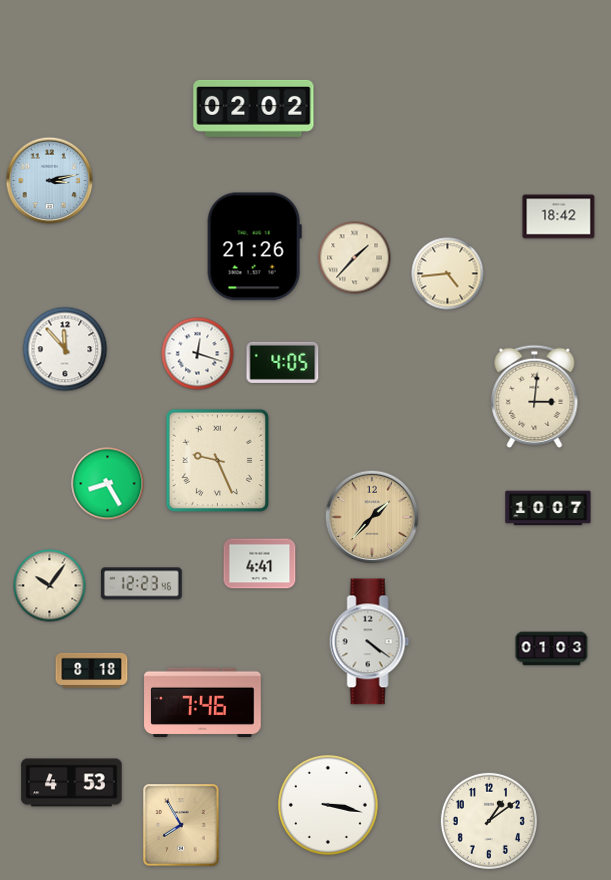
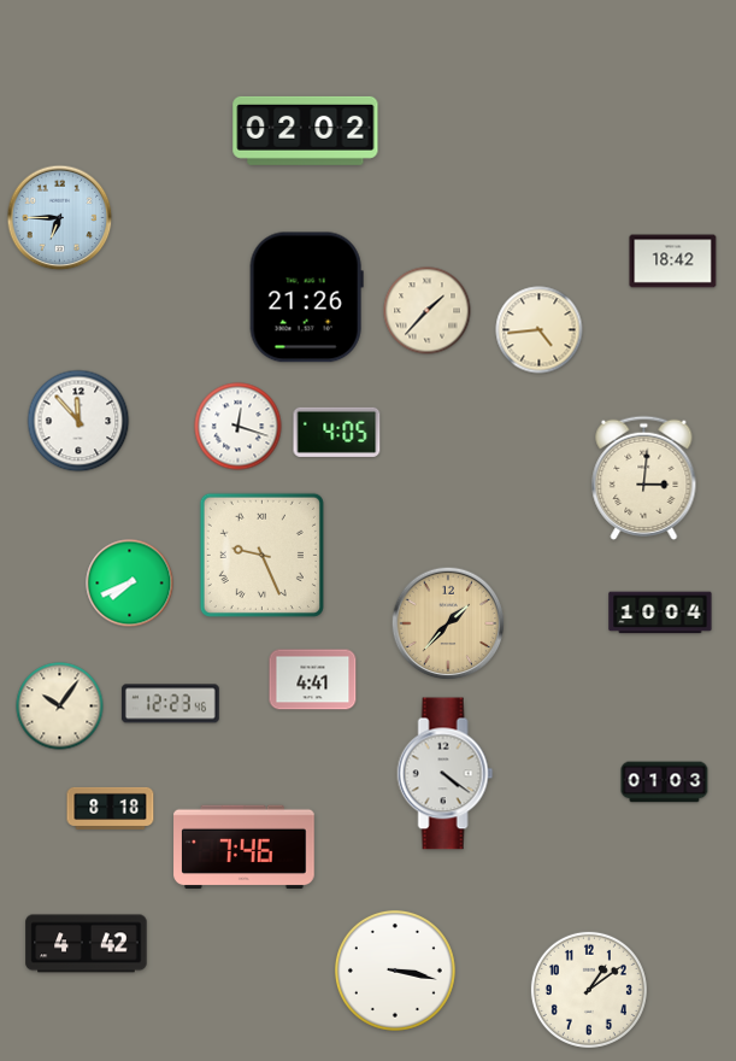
clock at (50, 181): 3:13 -> 6:45
clock at (283, 362) position: (283, 362) -> (337, 432)
clock at (108, 484): 8:25 -> 7:41
clock at (548, 508): 10:07 -> 10:04
clock at (72, 783): 4:53 -> 4:42
clock at (181, 825): 7:55 -> none
